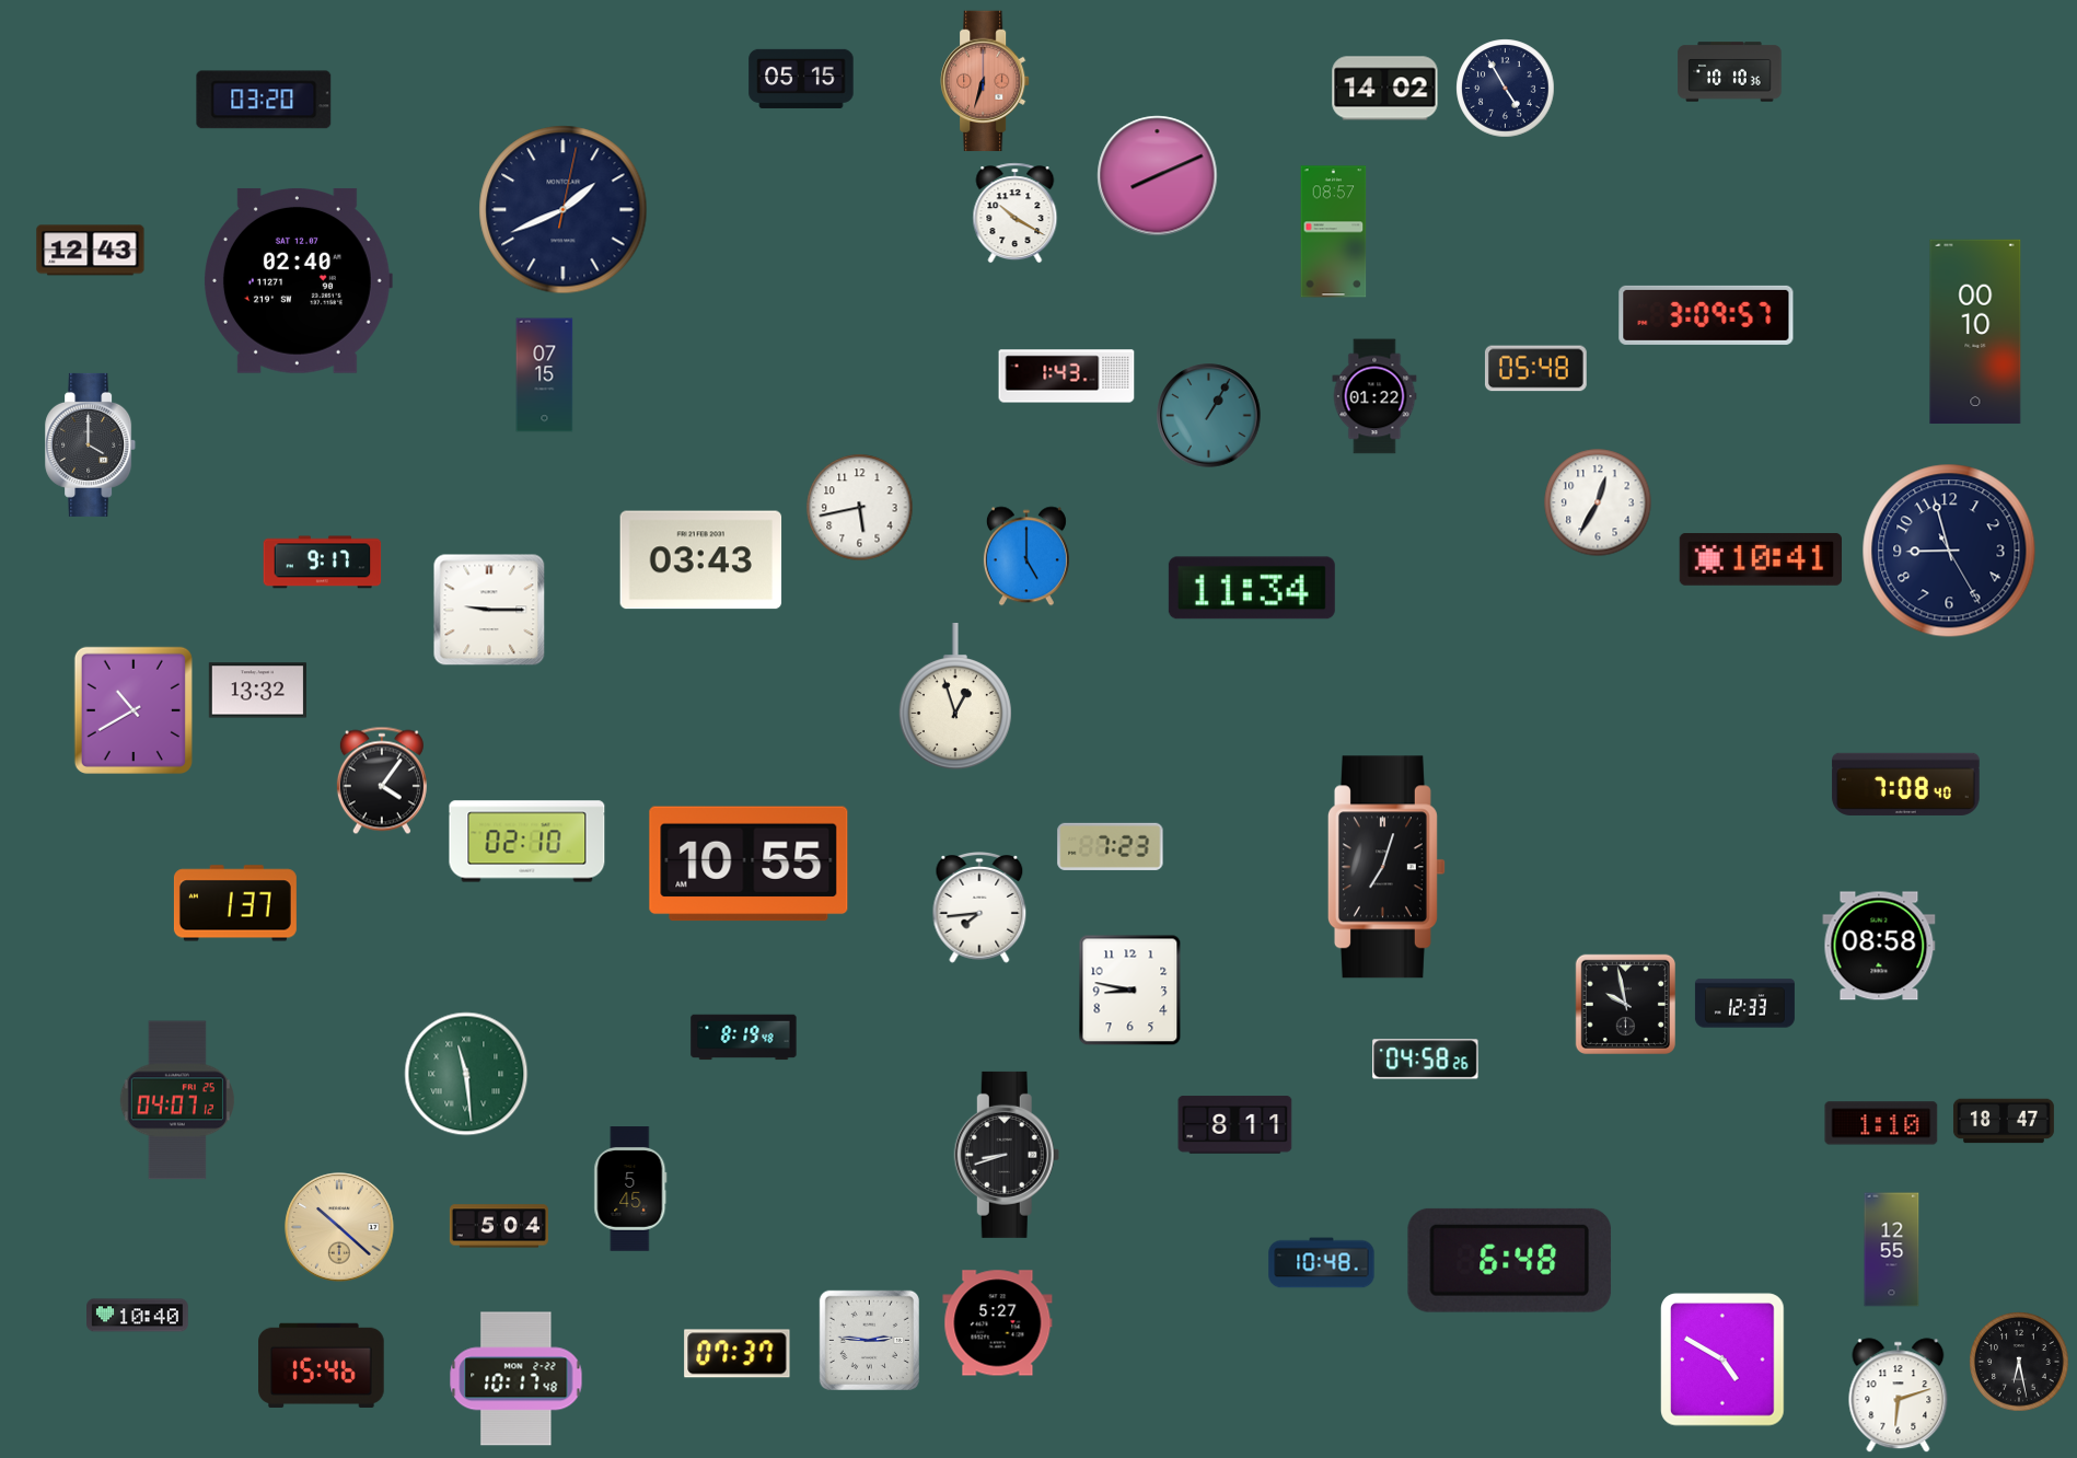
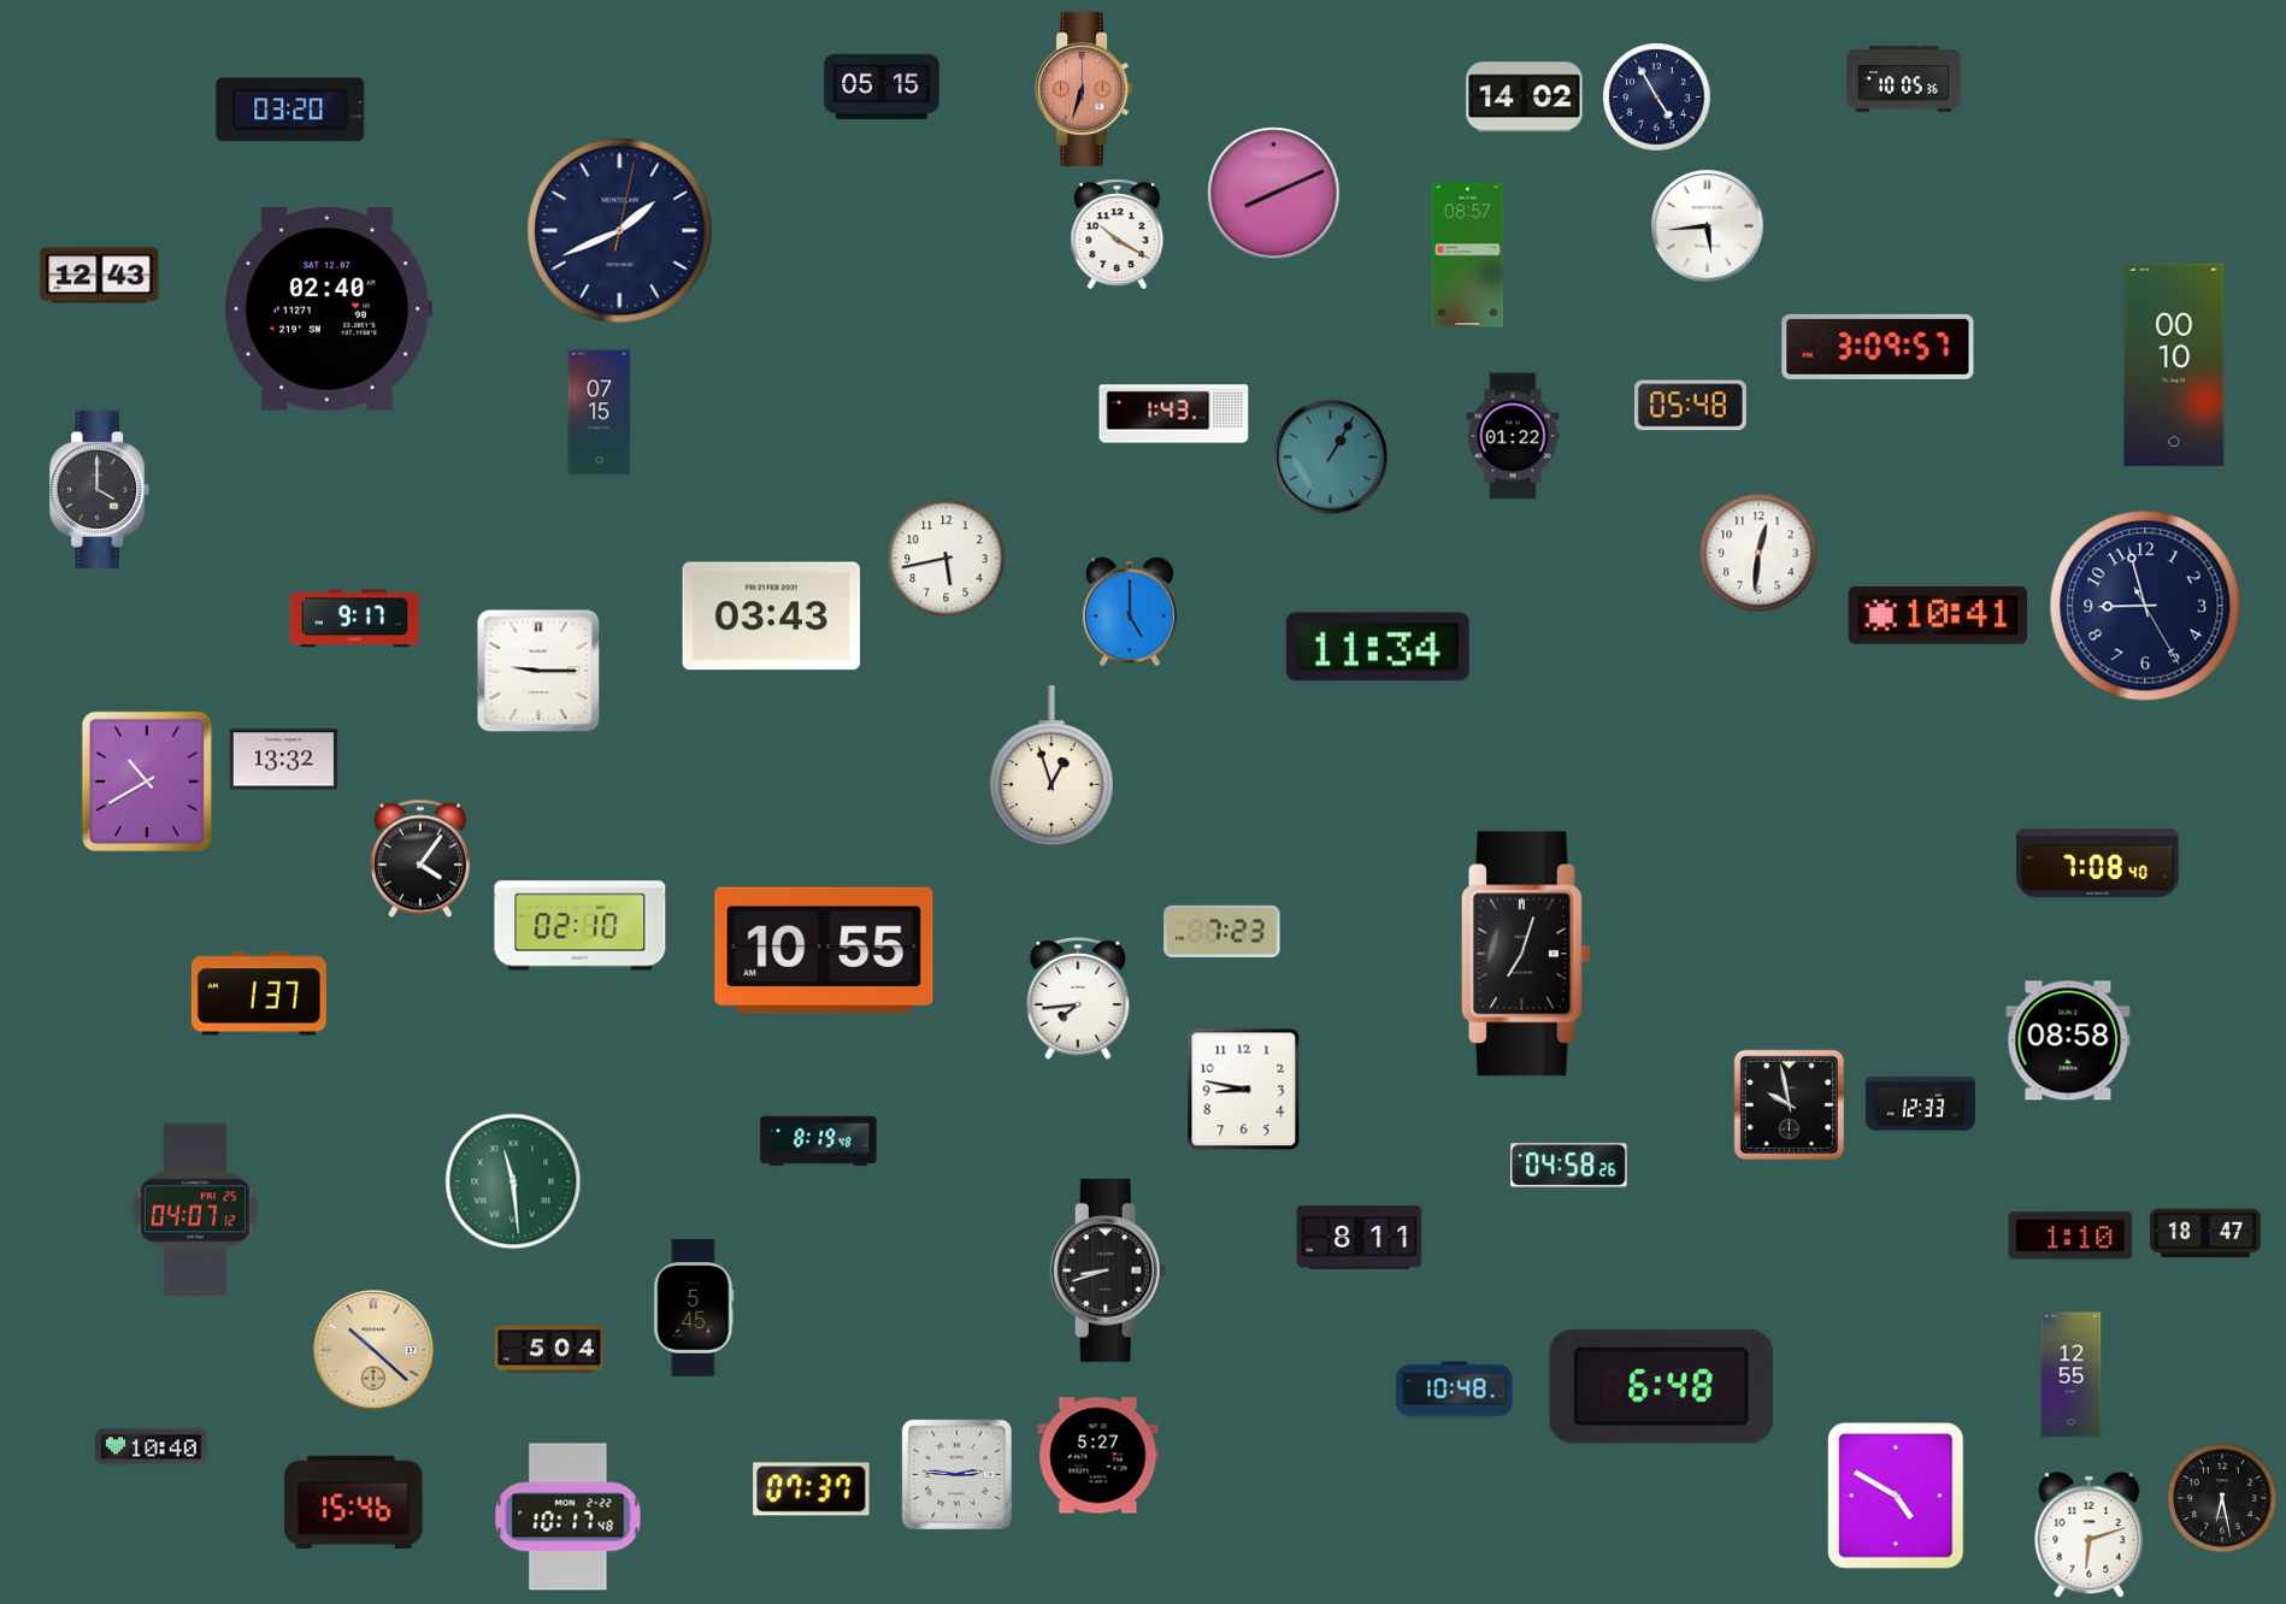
clock at (1730, 72): 10:10 -> 10:05
clock at (1708, 226): none -> 5:44
clock at (1598, 502): 12:35 -> 12:31
clock at (1892, 1250) position: (1892, 1250) -> (2072, 1375)
